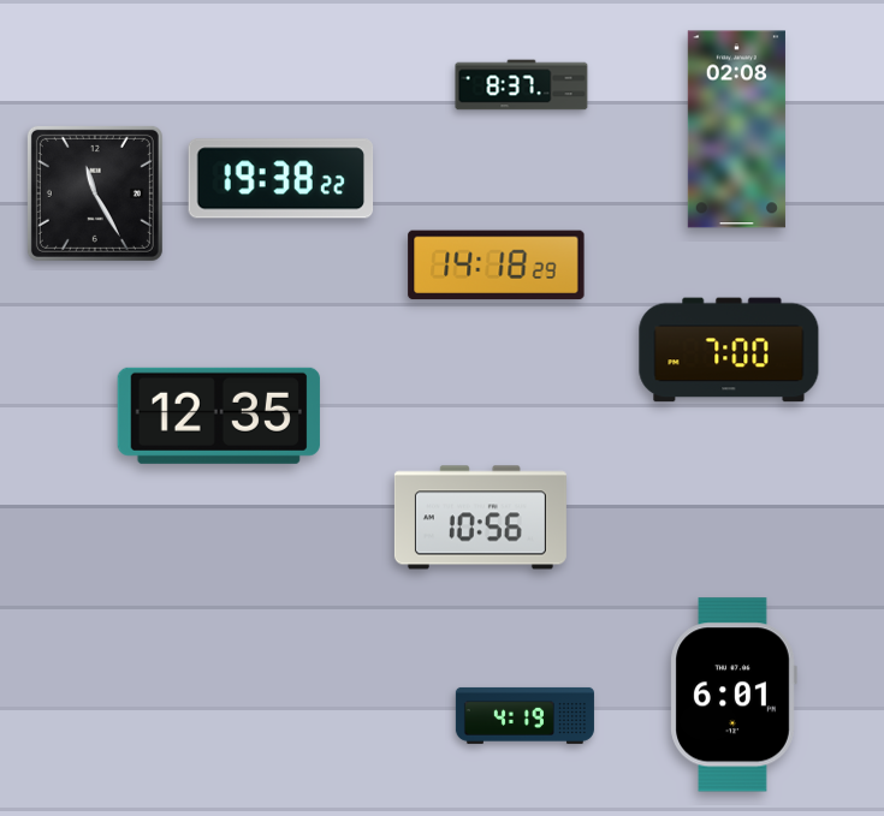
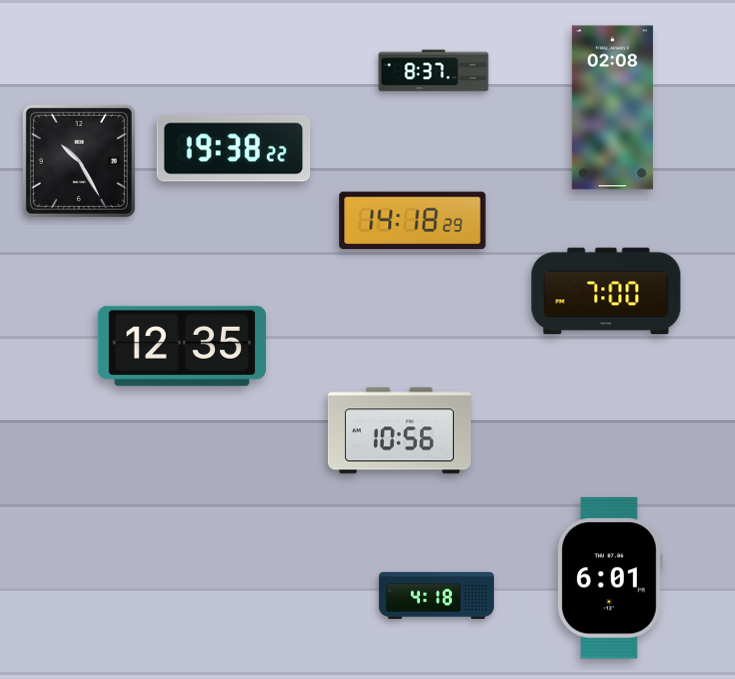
clock at (95, 193): 11:25 -> 10:25
clock at (524, 715): 4:19 -> 4:18
